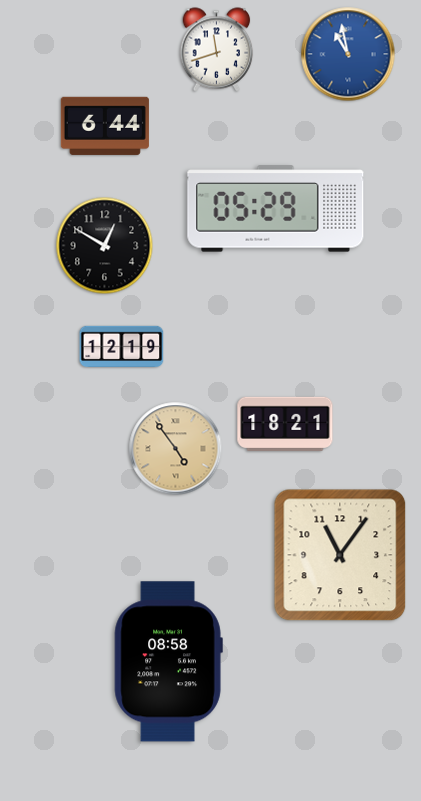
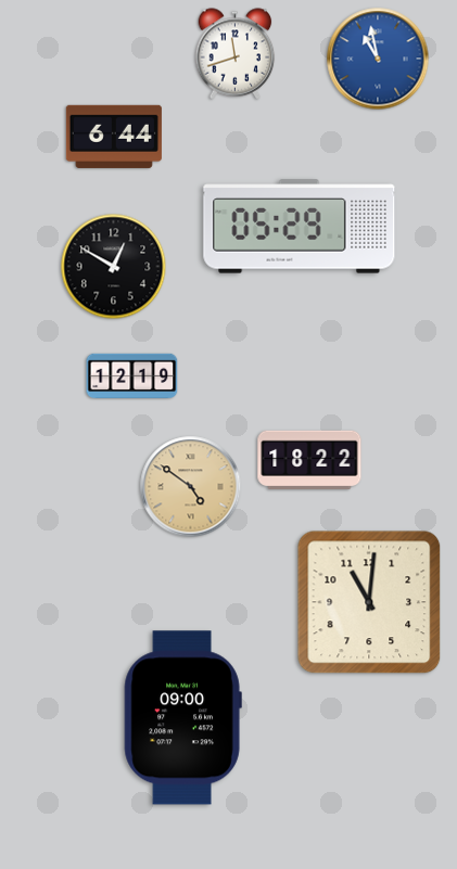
clock at (285, 424): 18:21 -> 18:22
clock at (176, 449): 4:54 -> 4:51
clock at (340, 555): 11:06 -> 11:01
clock at (168, 662): 08:58 -> 09:00
